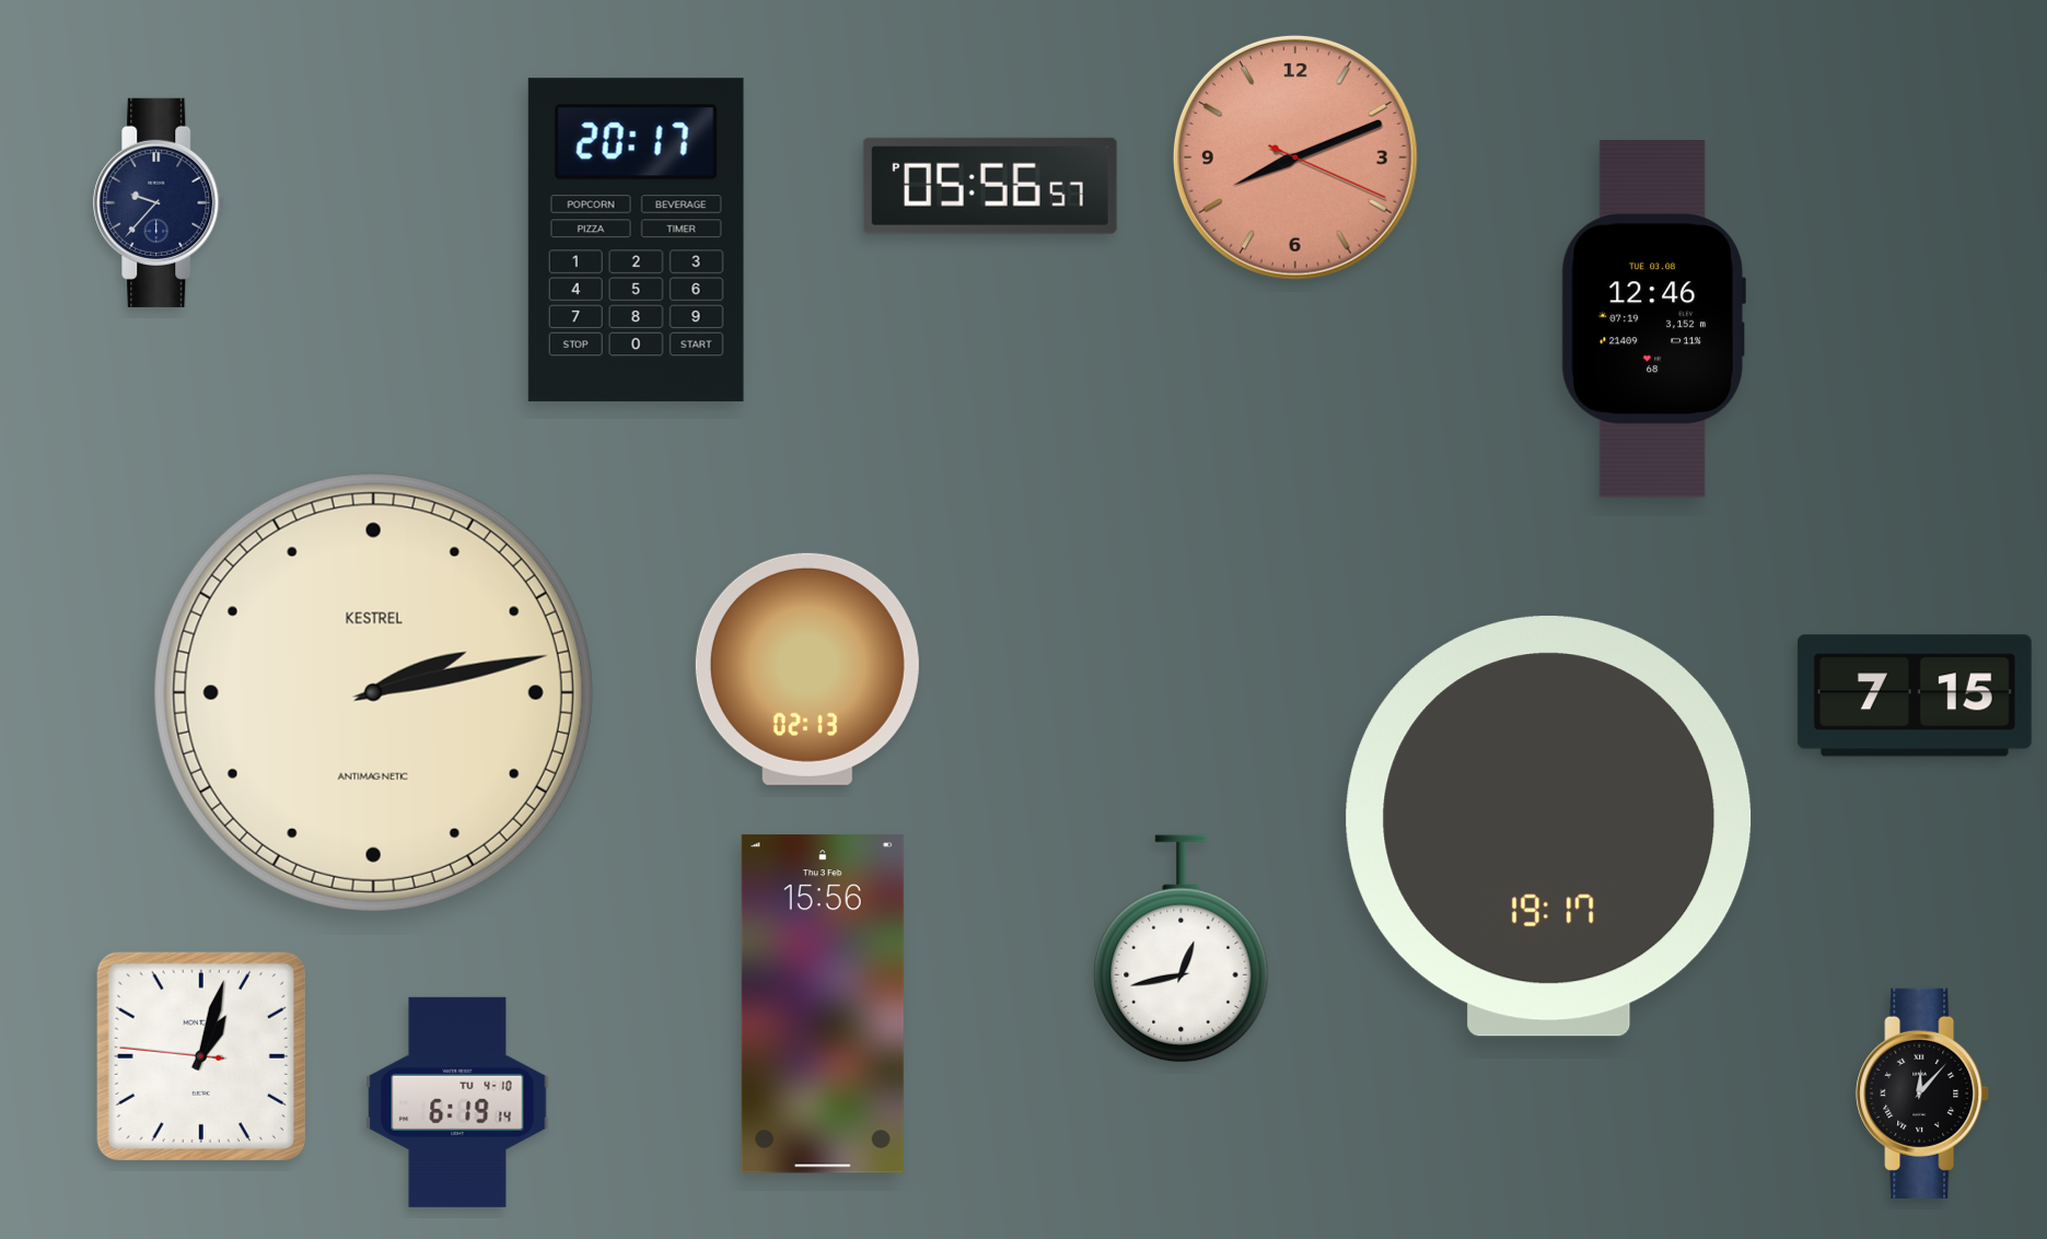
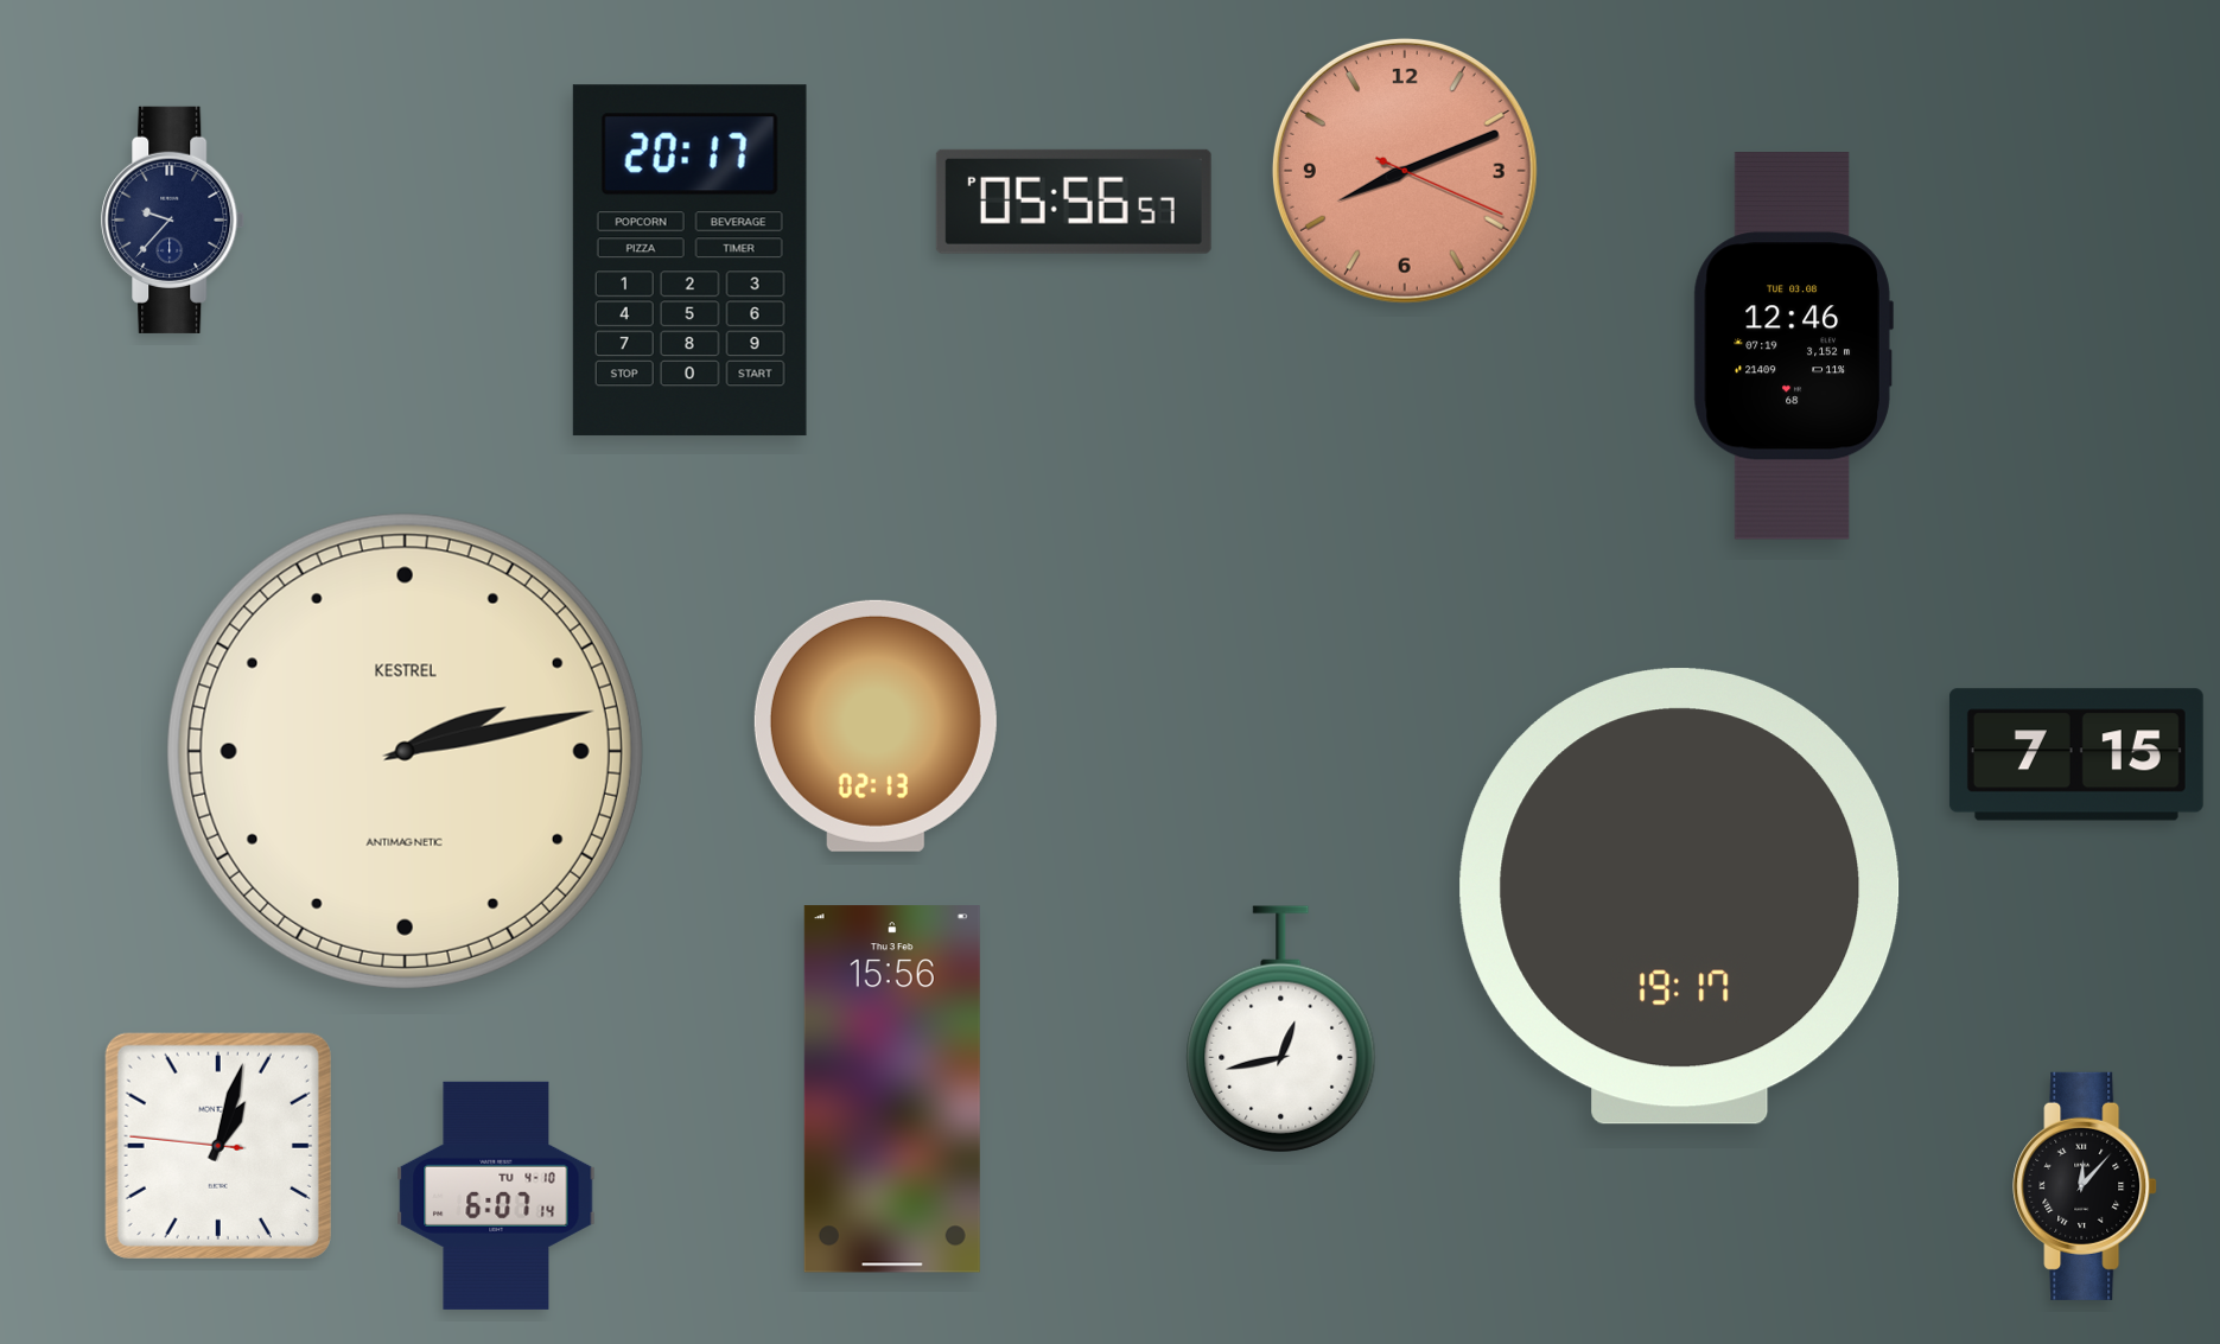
clock at (457, 1102): 6:19 -> 6:07
